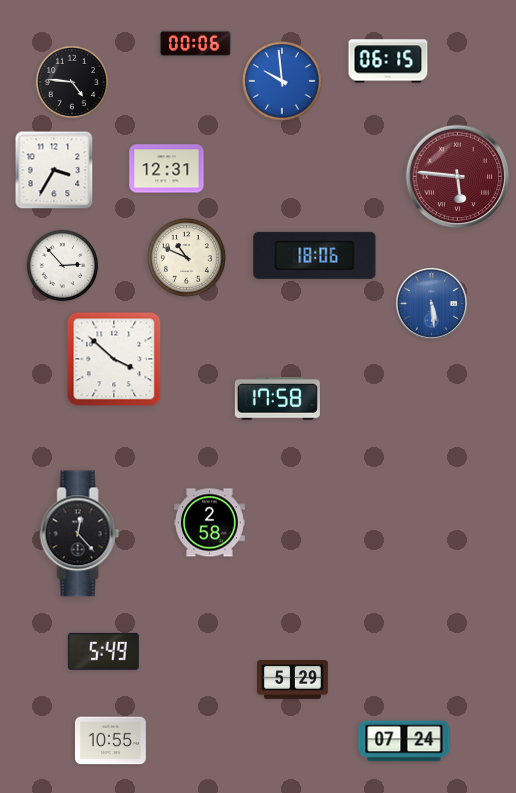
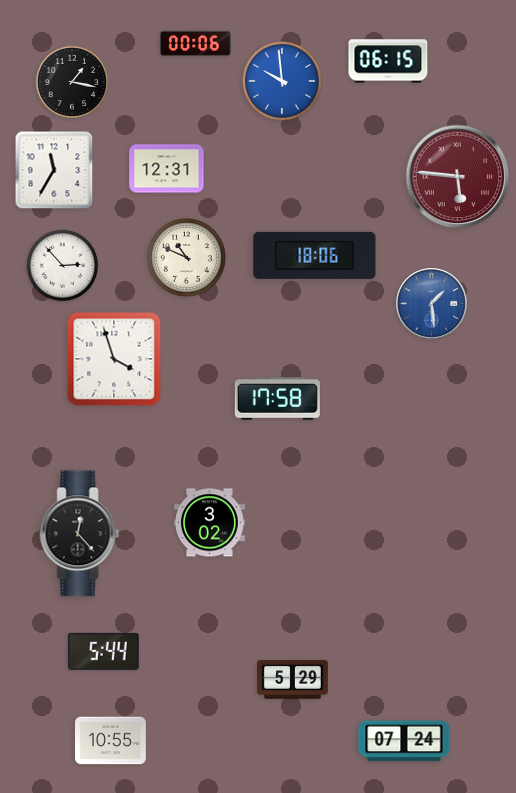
clock at (72, 82): 4:46 -> 1:17
clock at (54, 170): 3:35 -> 11:35
clock at (432, 304): 5:29 -> 1:29
clock at (114, 359): 3:52 -> 3:57
clock at (210, 523): 2:58 -> 3:02
clock at (103, 651): 5:49 -> 5:44
